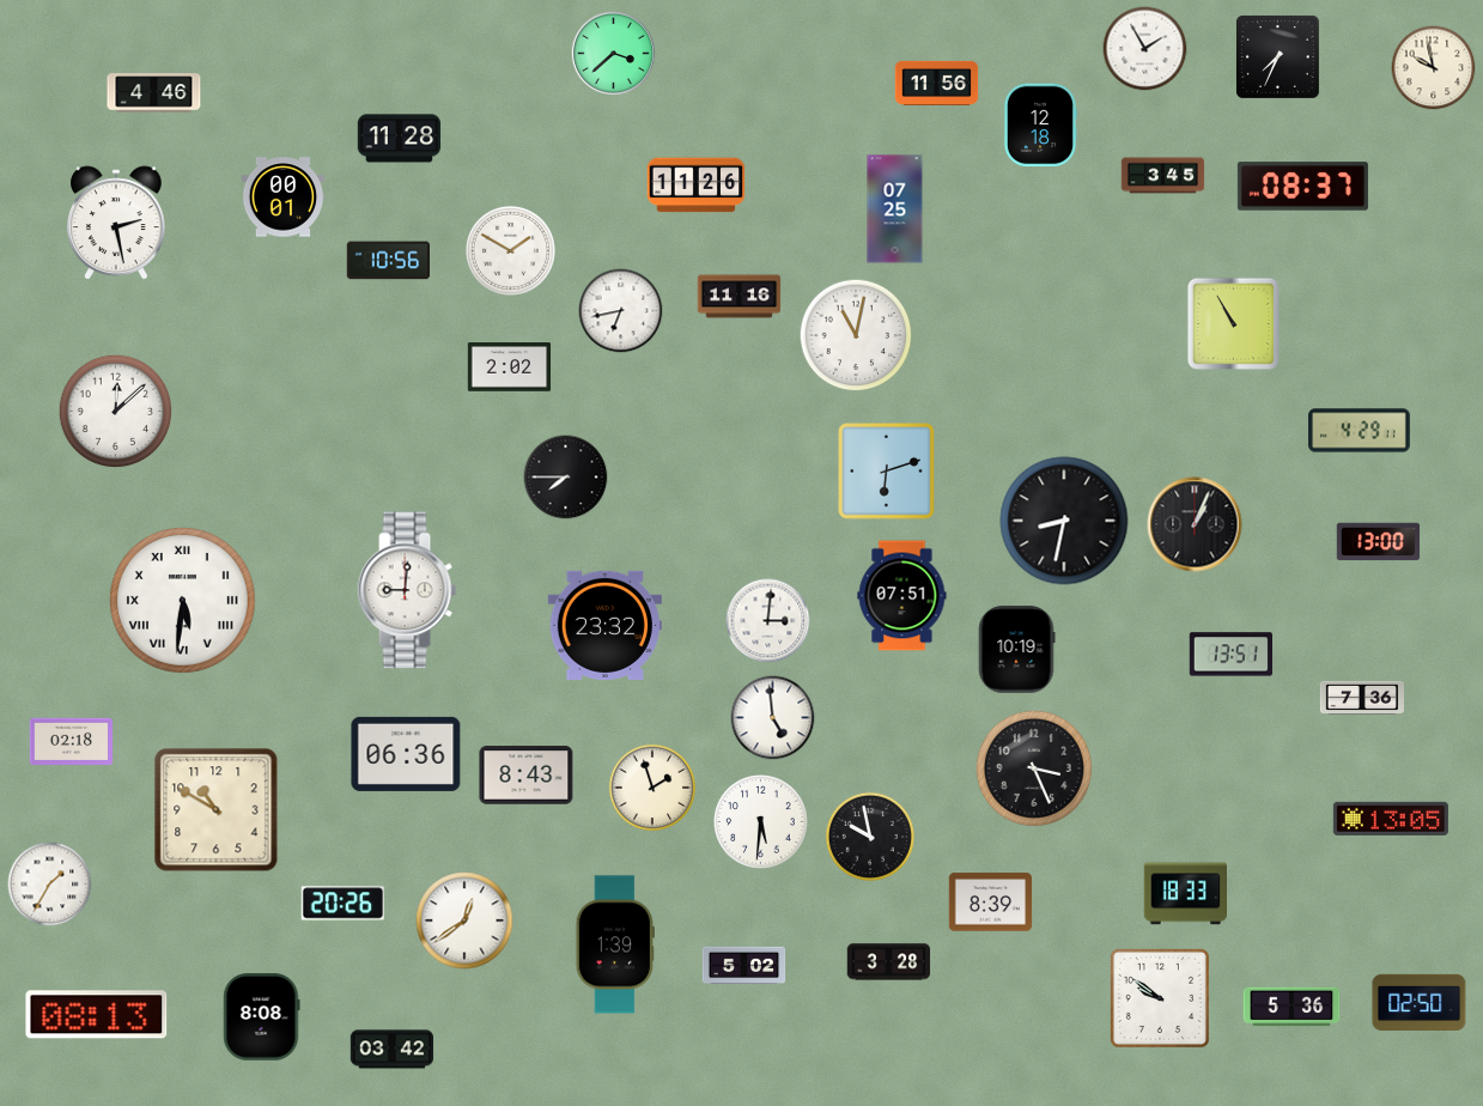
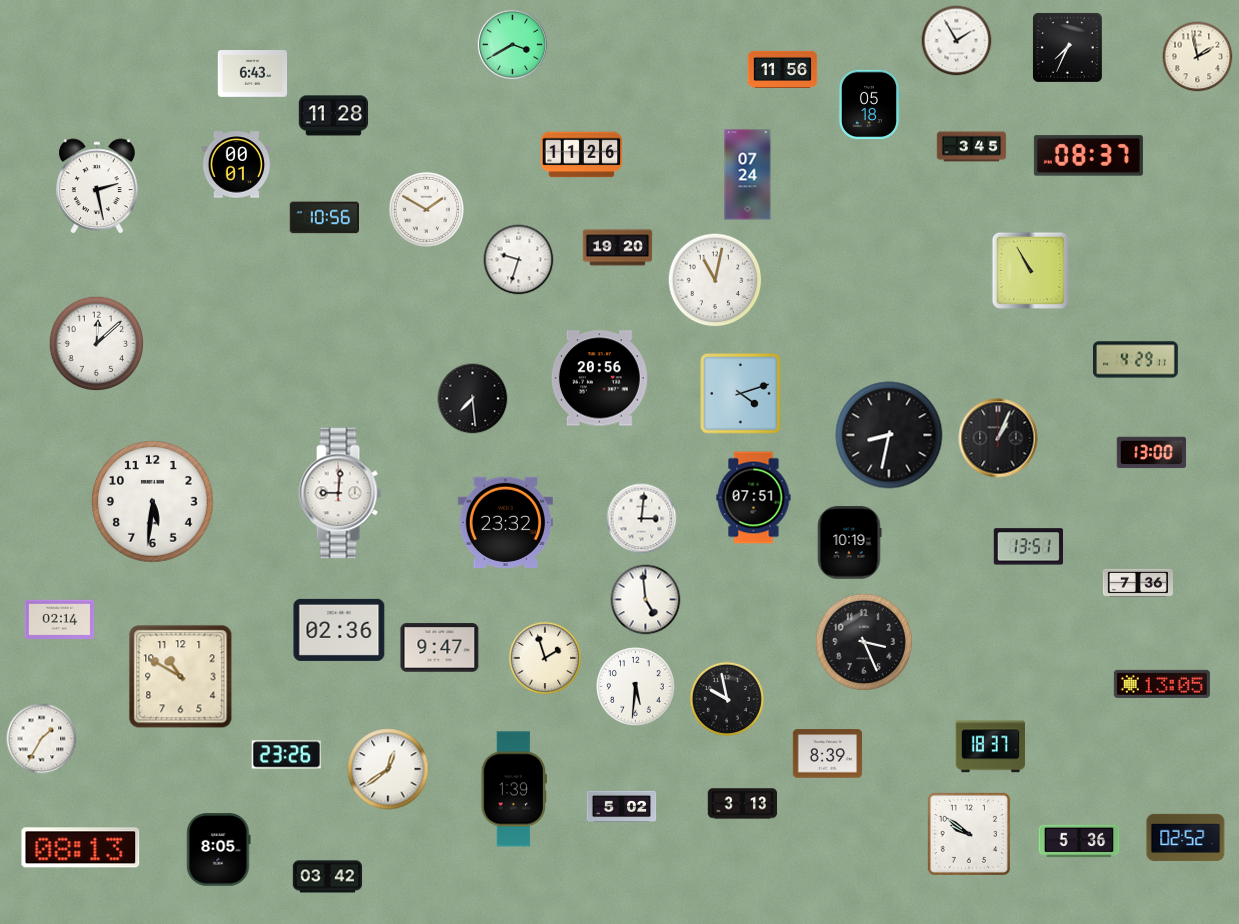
clock at (613, 53): 3:38 -> 3:40
clock at (1434, 68): 9:58 -> 1:58
clock at (253, 74): none -> 6:43
clock at (154, 93): 4:46 -> none
clock at (1039, 126): 12:18 -> 05:18
clock at (895, 209): 07:25 -> 07:24
clock at (740, 297): 11:16 -> 19:20
clock at (621, 311): 6:43 -> 9:33
clock at (510, 367): 2:02 -> none
clock at (600, 378): none -> 20:56
clock at (887, 472): 6:12 -> 4:12
clock at (566, 478): 7:45 -> 7:29
clock at (183, 601) numerals: Roman -> Arabic
clock at (72, 742): 02:18 -> 02:14
clock at (406, 754): 06:36 -> 02:36
clock at (527, 776): 8:43 -> 9:47
clock at (1186, 894): 18:33 -> 18:37
clock at (342, 904): 20:26 -> 23:26
clock at (889, 962): 3:28 -> 3:13
clock at (1420, 1002): 02:50 -> 02:52
clock at (262, 1017): 8:08 -> 8:05
